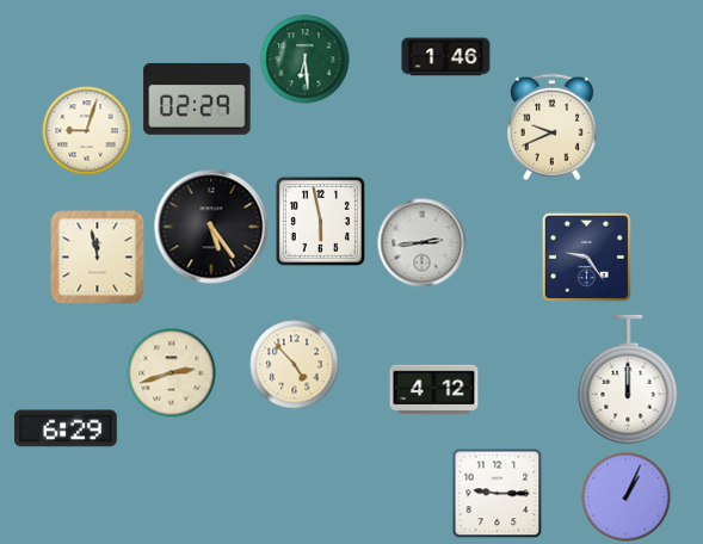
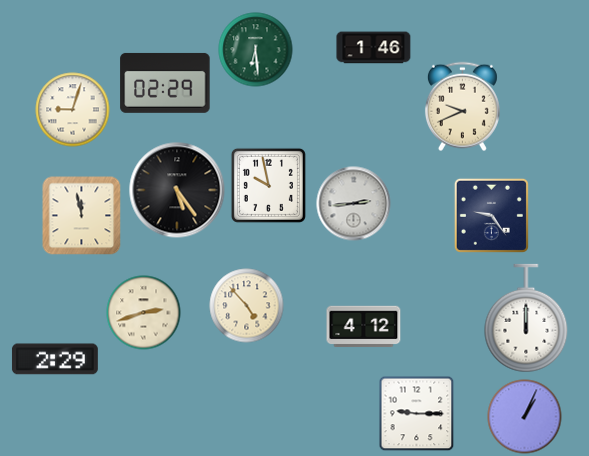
clock at (320, 221): 5:58 -> 9:58
clock at (66, 428): 6:29 -> 2:29
